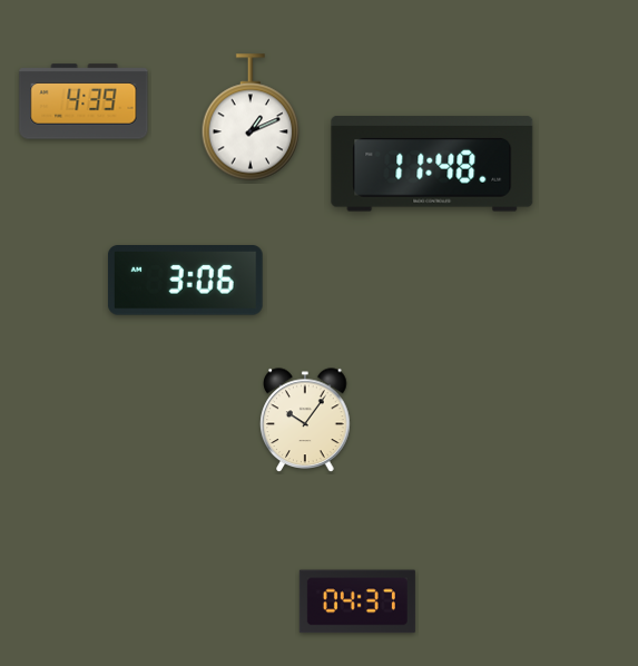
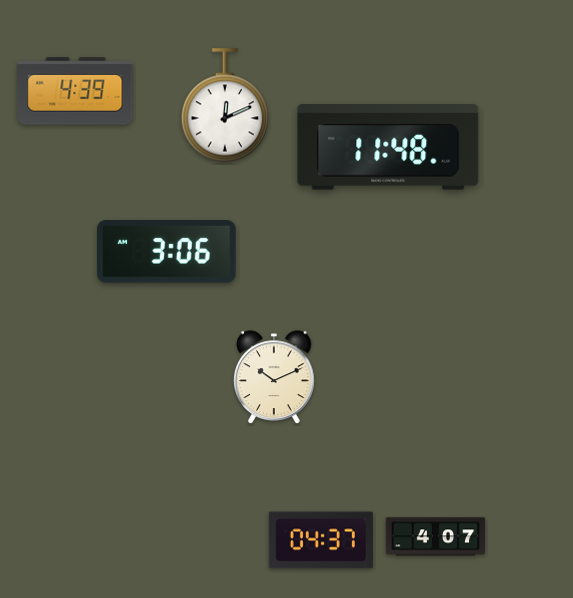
clock at (251, 117): 1:11 -> 12:11
clock at (305, 420): 10:06 -> 10:11
clock at (436, 537): none -> 4:07
